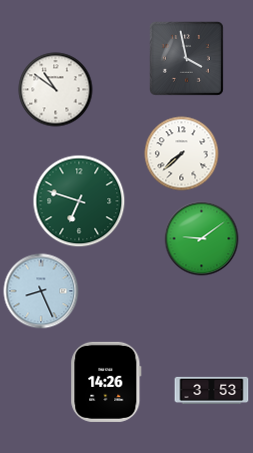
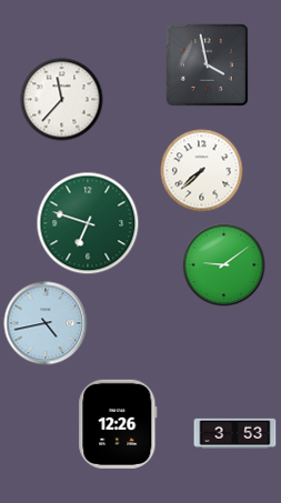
clock at (56, 90): 10:51 -> 11:37
clock at (41, 291): 8:26 -> 4:43
clock at (106, 382): 14:26 -> 12:26
